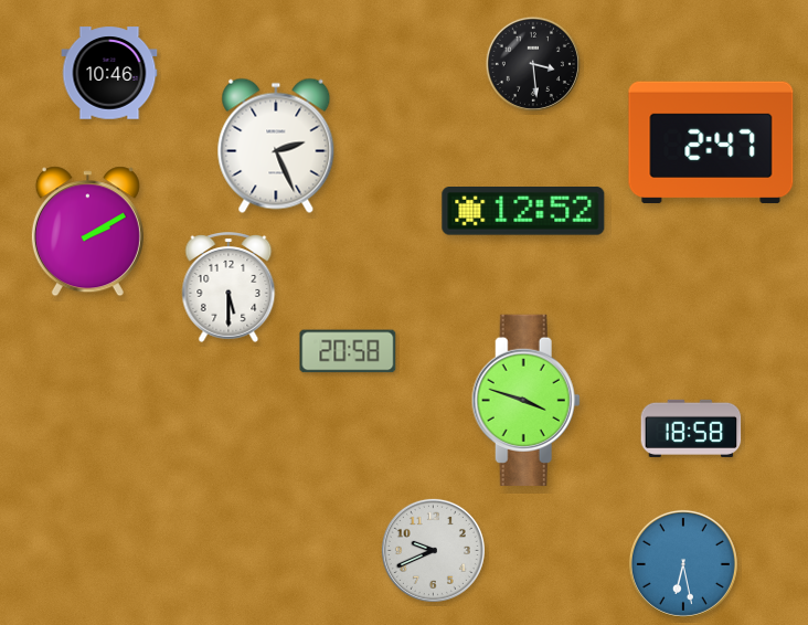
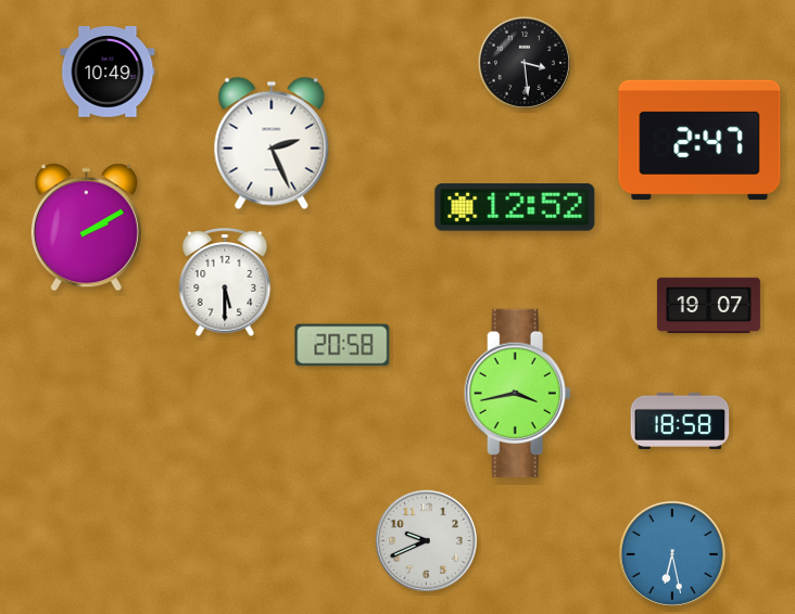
clock at (109, 73): 10:46 -> 10:49
clock at (708, 305): none -> 19:07
clock at (525, 400): 3:48 -> 3:43
